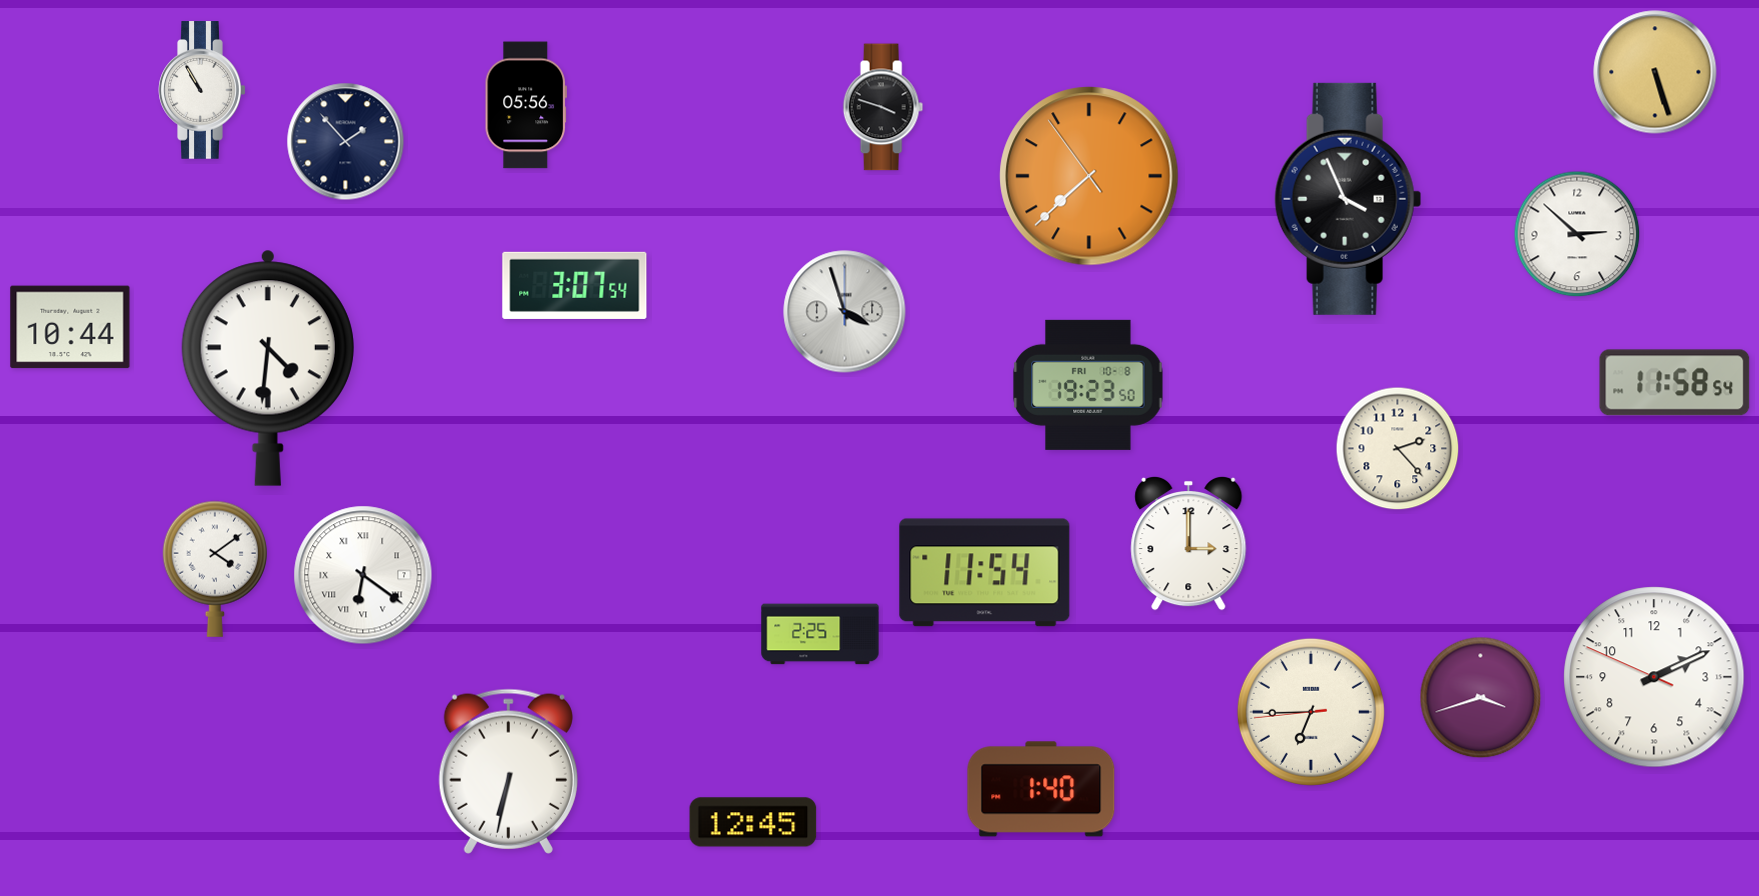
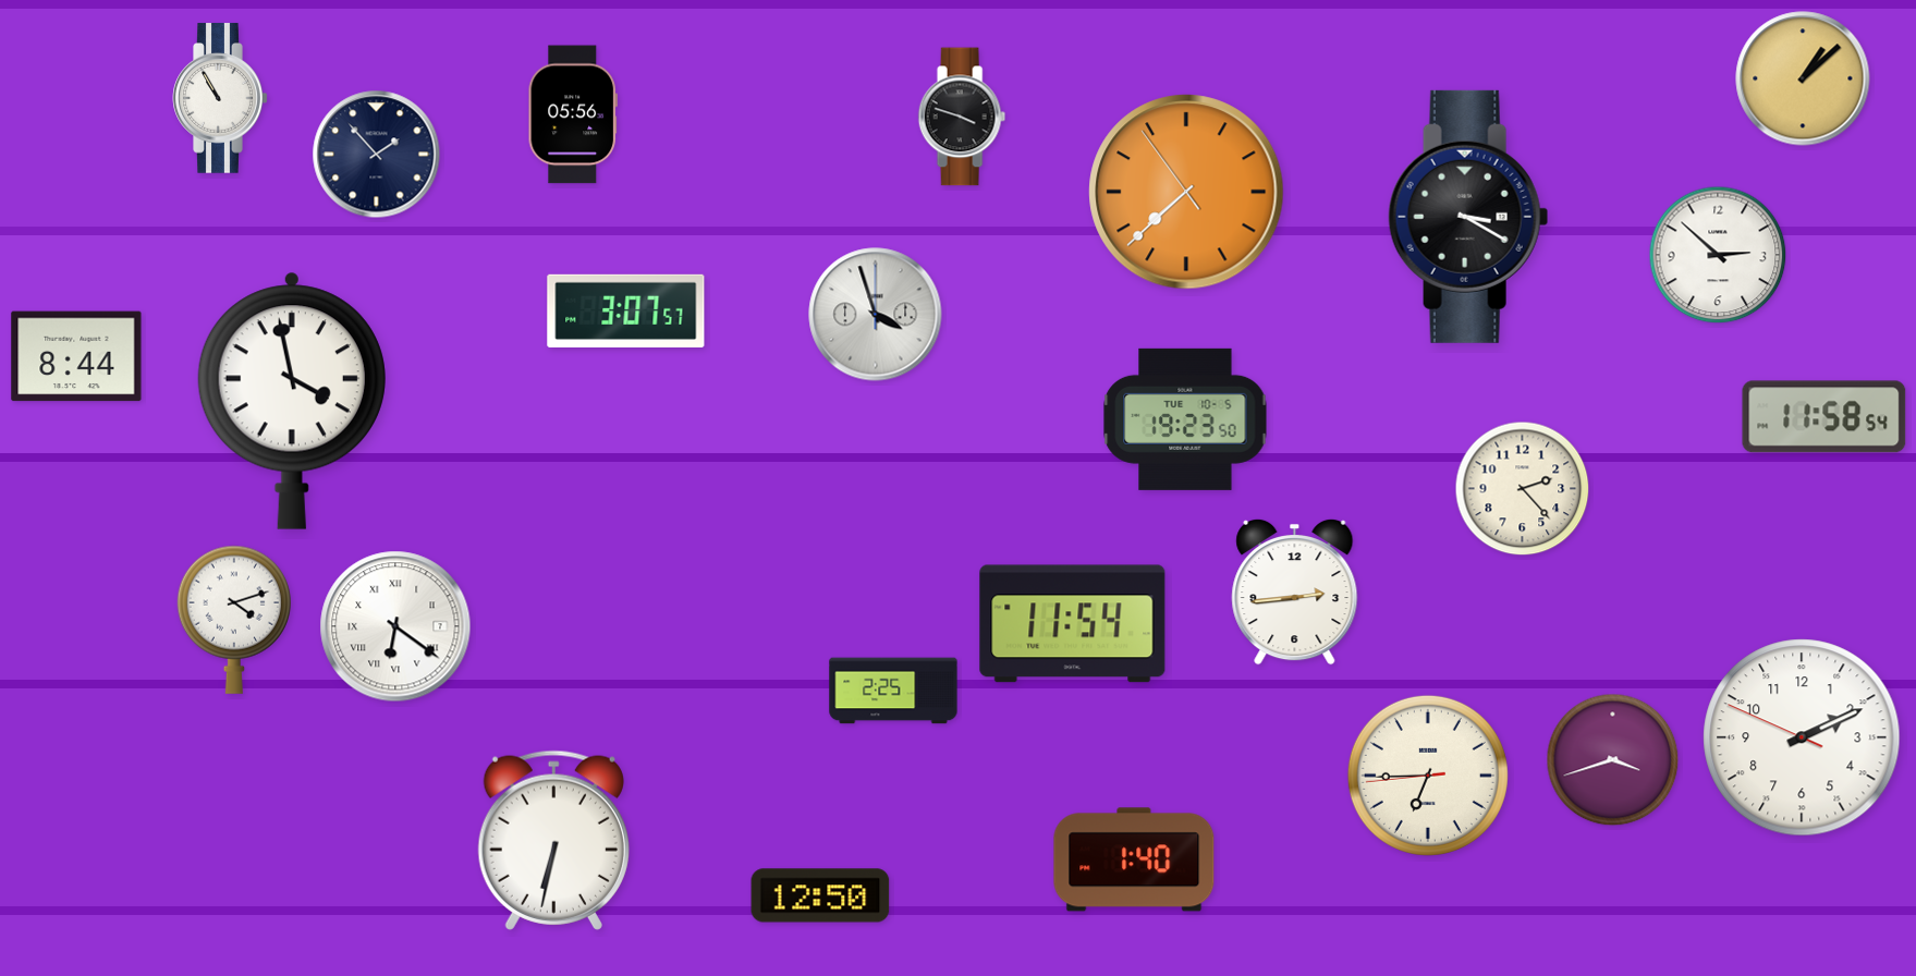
clock at (1655, 72): 5:27 -> 1:08
clock at (1348, 199): 3:56 -> 3:20
clock at (575, 285): 3:07:54 -> 3:07:57
clock at (845, 312) position: (845, 312) -> (876, 315)
clock at (70, 327): 10:44 -> 8:44
clock at (268, 368): 4:31 -> 3:58
clock at (1088, 385) date: FRI 10-8 -> TUE 10-5
clock at (1189, 543): 3:00 -> 2:44
clock at (215, 569): 4:09 -> 4:12
clock at (753, 822): 12:45 -> 12:50
